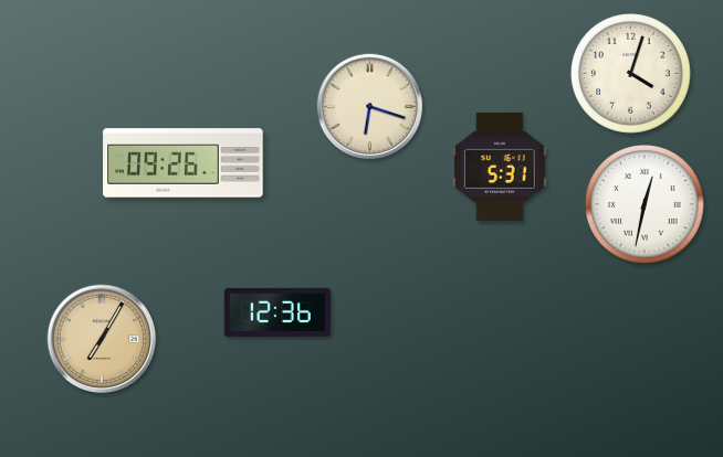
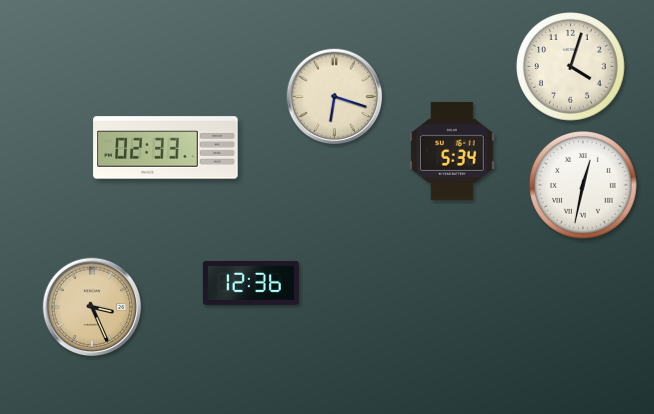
clock at (184, 163): 09:26 -> 02:33
clock at (500, 167): 5:31 -> 5:34
clock at (102, 339): 7:05 -> 3:26
